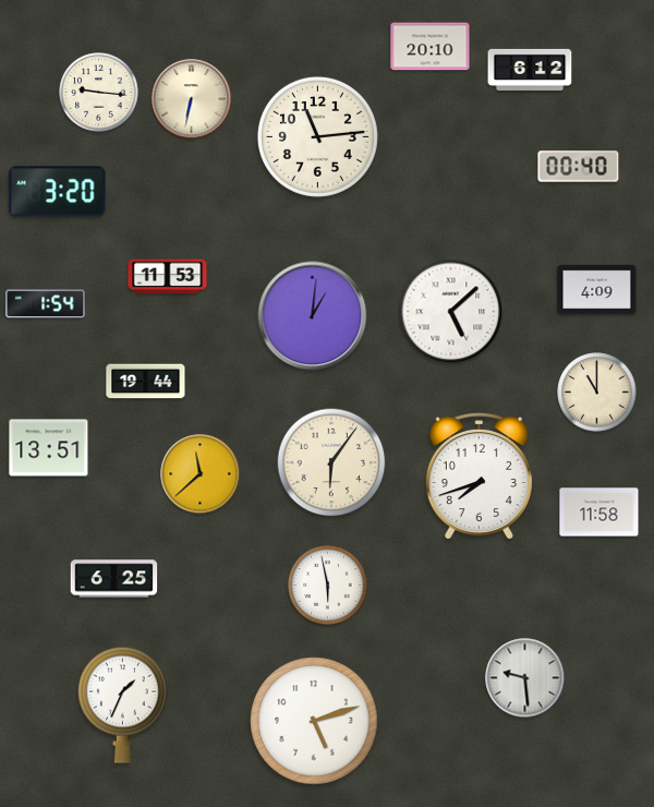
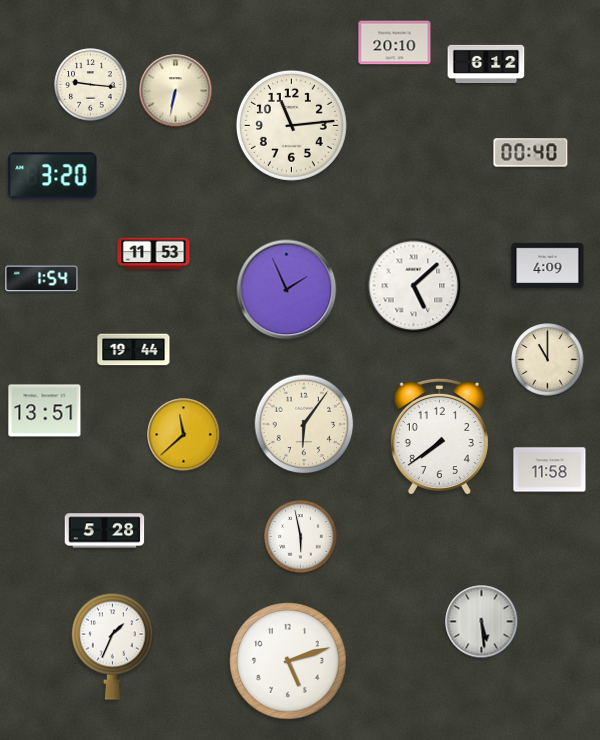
clock at (313, 316): 1:01 -> 1:56
clock at (479, 475): 7:42 -> 7:39
clock at (114, 579): 6:25 -> 5:28
clock at (525, 678): 9:29 -> 5:29
